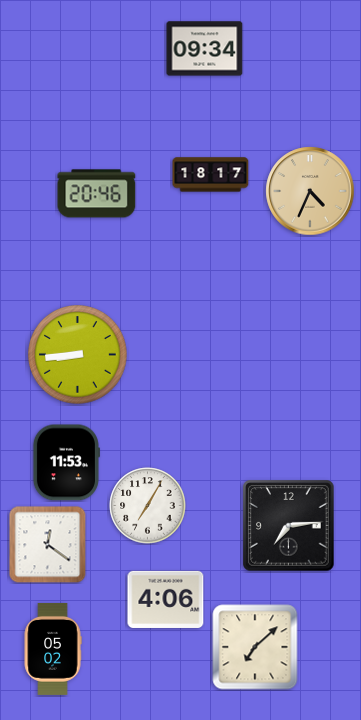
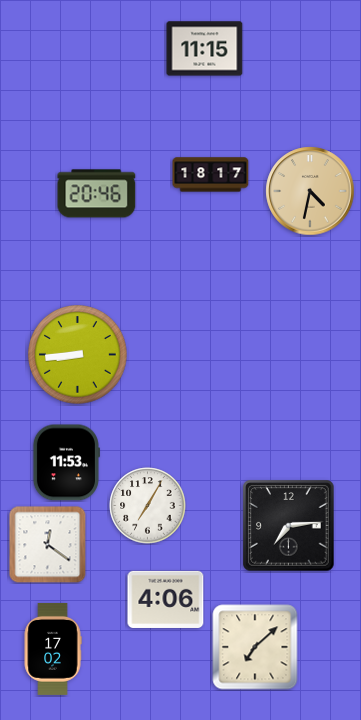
clock at (205, 49): 09:34 -> 11:15
clock at (310, 191): 4:34 -> 4:32
clock at (53, 649): 05:02 -> 17:02
